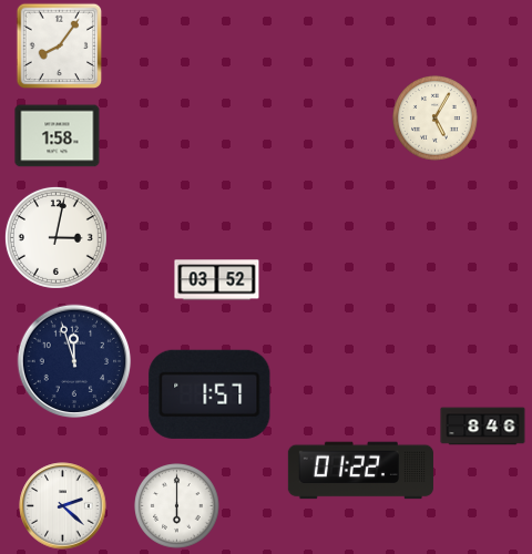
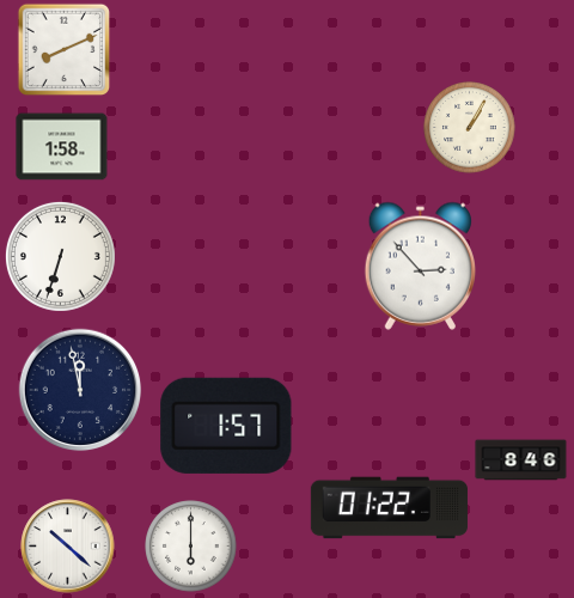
clock at (59, 45): 8:06 -> 8:11
clock at (436, 119): 5:05 -> 1:05
clock at (55, 237): 3:02 -> 6:33
clock at (420, 266): none -> 2:53
clock at (217, 280): 03:52 -> none
clock at (74, 361): 11:57 -> 11:58
clock at (63, 506): 2:22 -> 10:22
